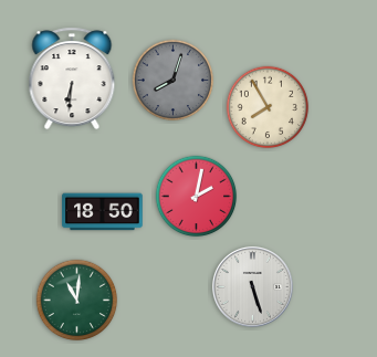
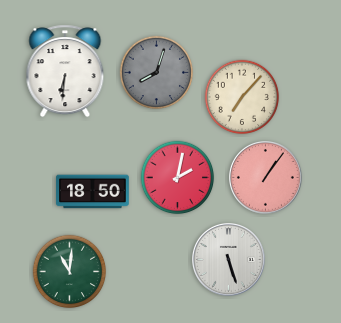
clock at (268, 107): 7:55 -> 7:07
clock at (265, 177): none -> 1:06
